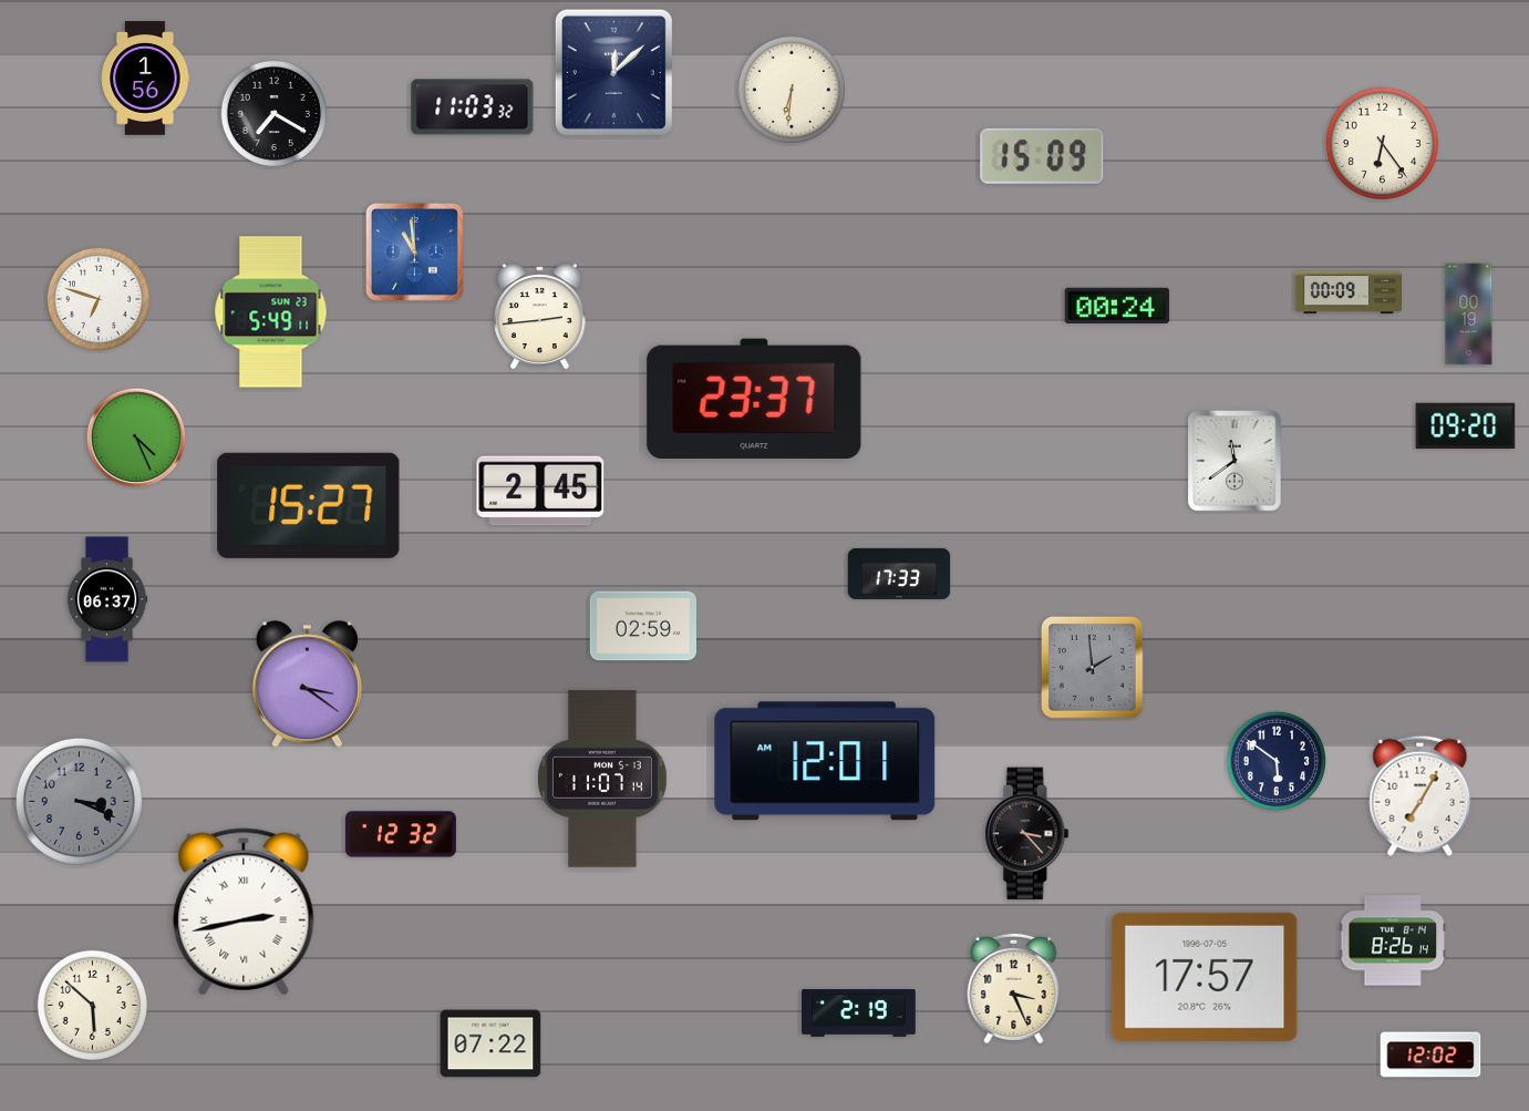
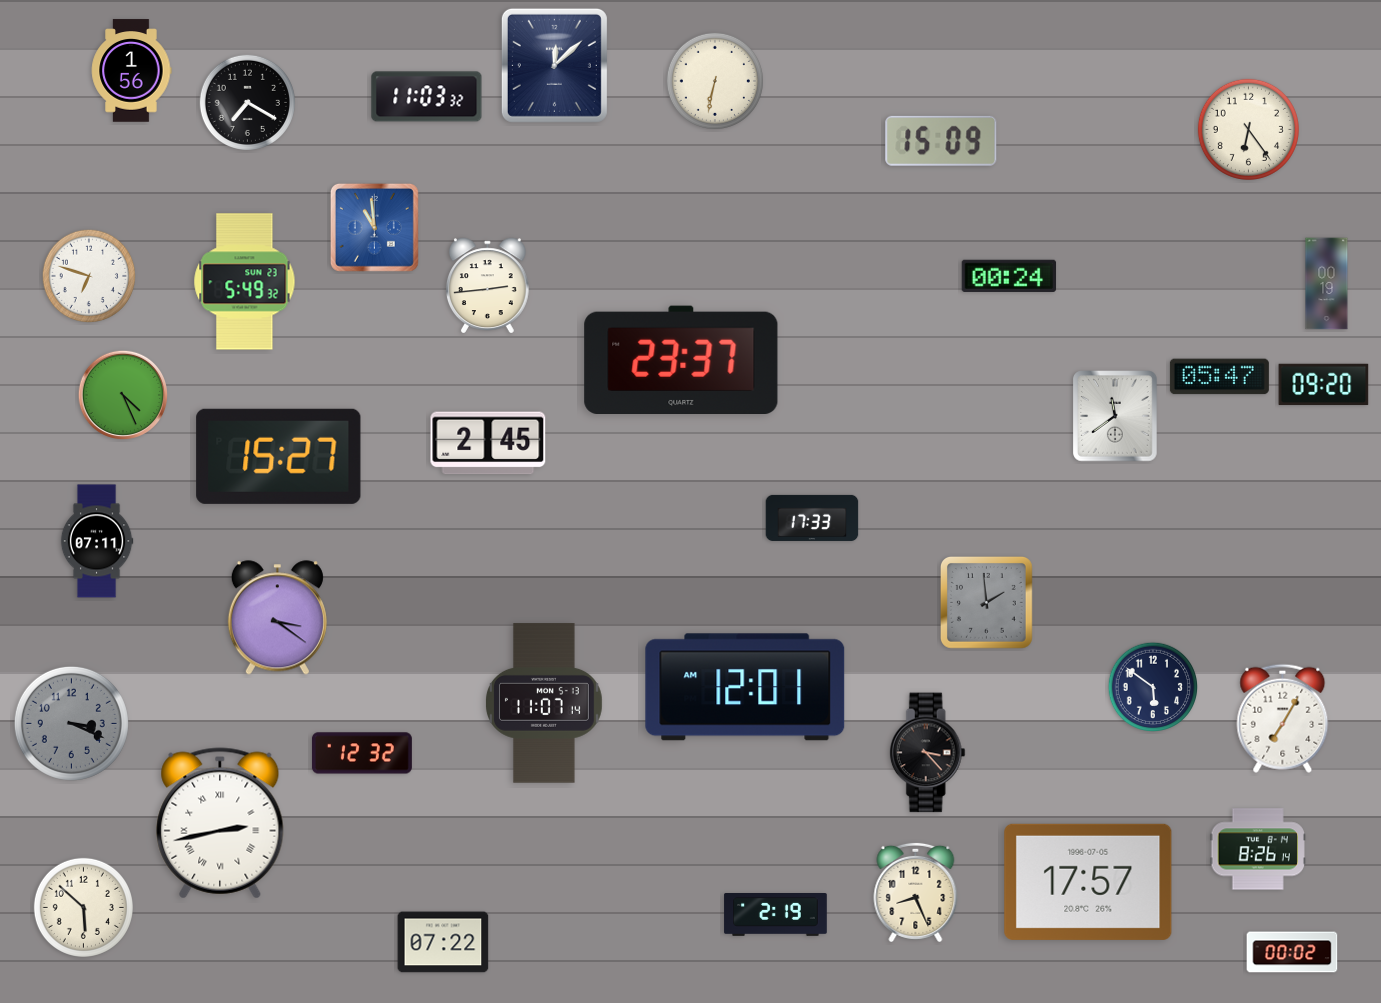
clock at (792, 90): 6:31 -> 6:32
clock at (1347, 292): 00:09 -> none
clock at (97, 298) position: (97, 298) -> (88, 275)
clock at (271, 312): 5:49:11 -> 5:49:32
clock at (1219, 377): none -> 05:47
clock at (107, 599): 06:37 -> 07:11
clock at (643, 626): 02:59 -> none
clock at (1014, 988): 3:26 -> 8:26
clock at (1430, 1055): 12:02 -> 00:02
